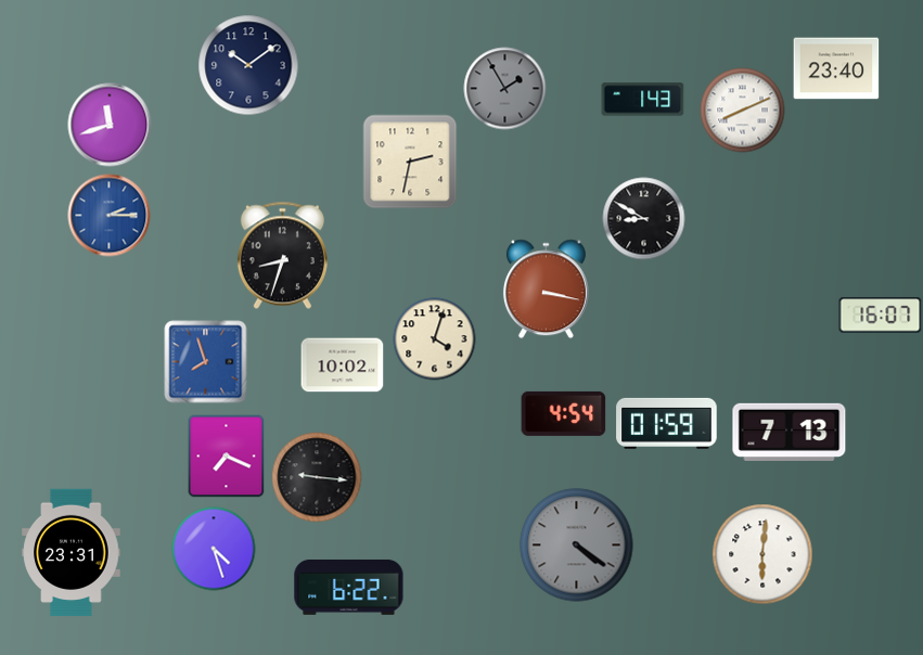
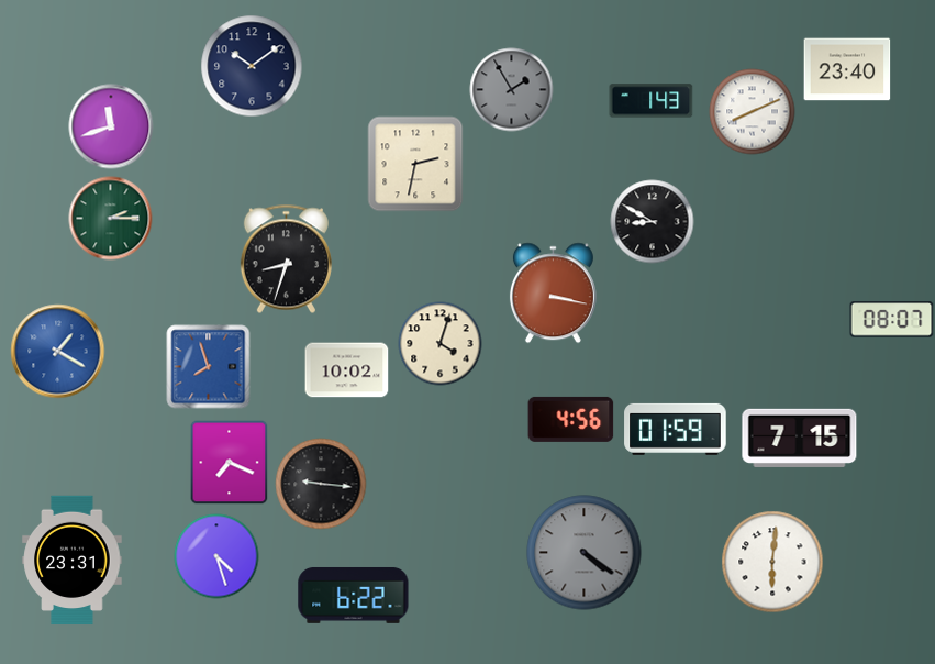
clock at (110, 216) dial: blue -> green
clock at (881, 316): 16:07 -> 08:07
clock at (58, 352): none -> 1:20
clock at (564, 413): 4:54 -> 4:56
clock at (790, 432): 7:13 -> 7:15
